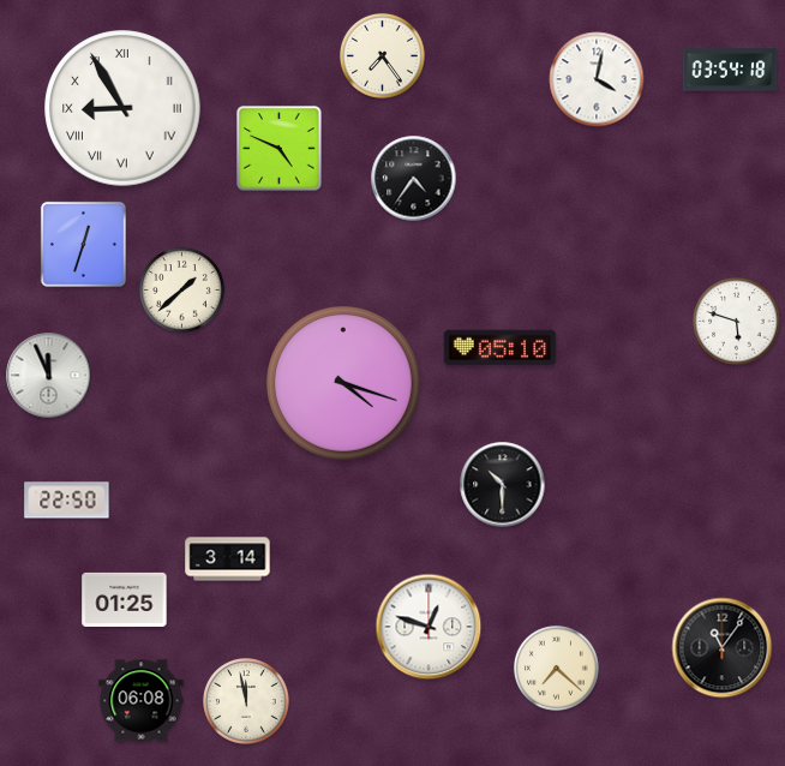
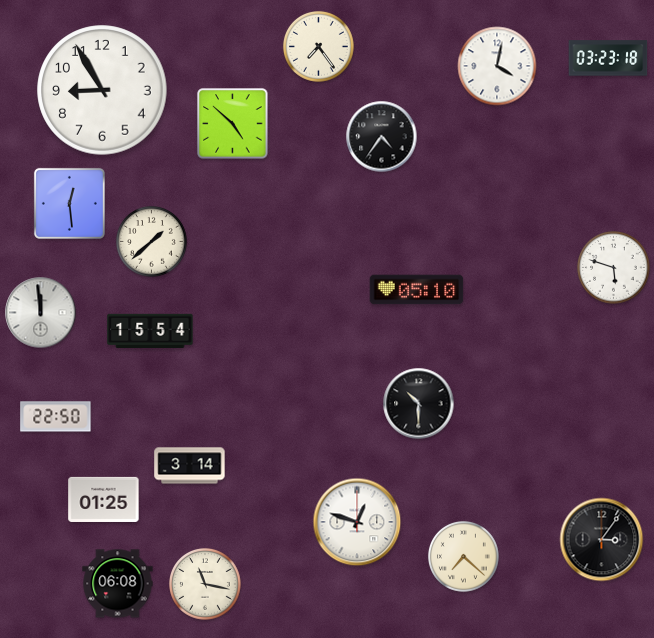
clock at (730, 70): 03:54 -> 03:23
clock at (122, 108) numerals: Roman -> Arabic
clock at (280, 149): 4:49 -> 4:52
clock at (414, 179) position: (414, 179) -> (382, 137)
clock at (83, 244): 12:33 -> 12:29
clock at (49, 376): 11:56 -> 11:59
clock at (344, 384): 4:18 -> none
clock at (150, 331): none -> 15:54
clock at (723, 648): 11:06 -> 3:06
clock at (247, 702): 11:58 -> 11:17
